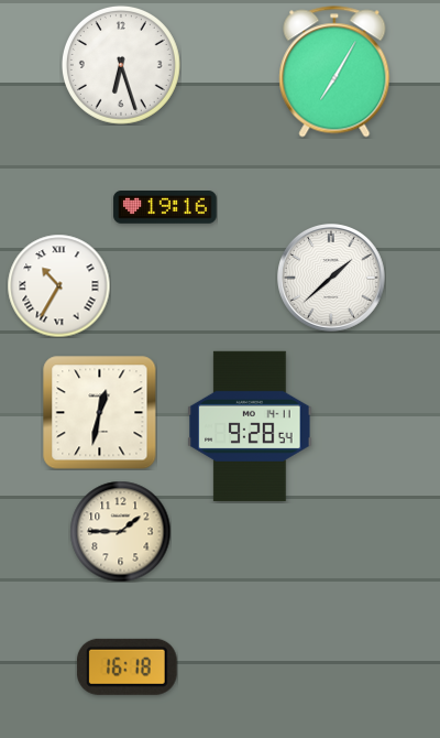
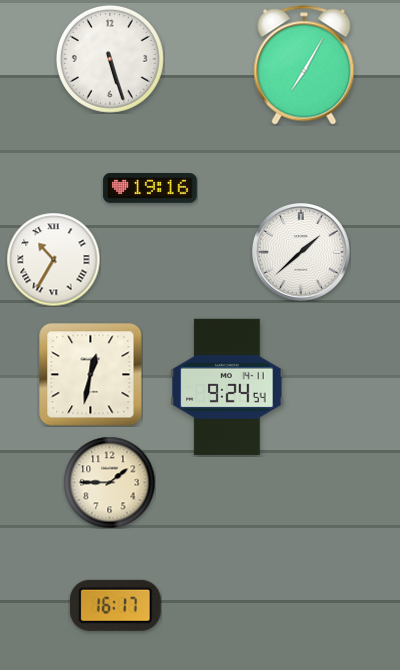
clock at (121, 65): 6:27 -> 5:27
clock at (250, 426): 9:28 -> 9:24
clock at (127, 666): 16:18 -> 16:17
